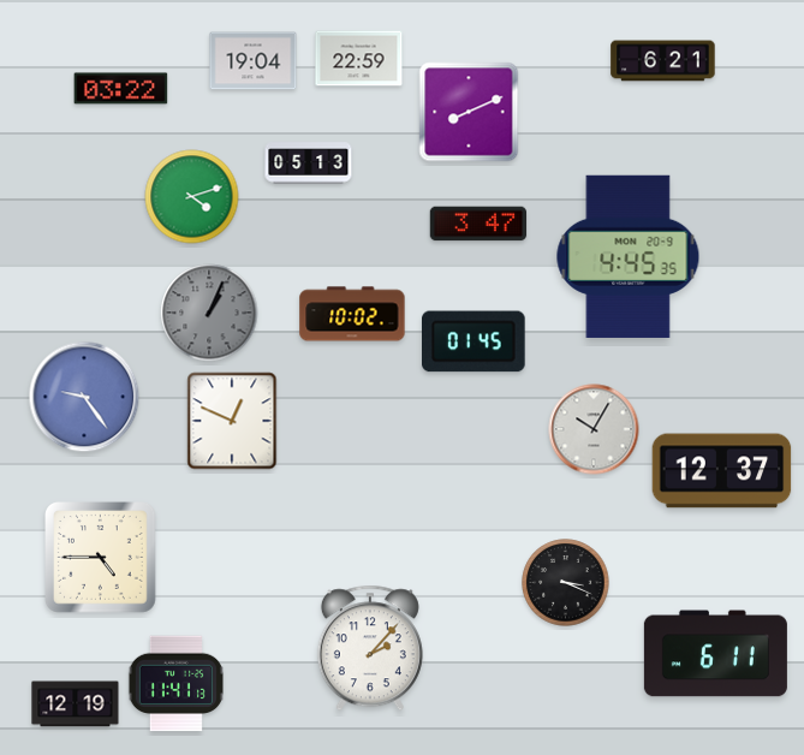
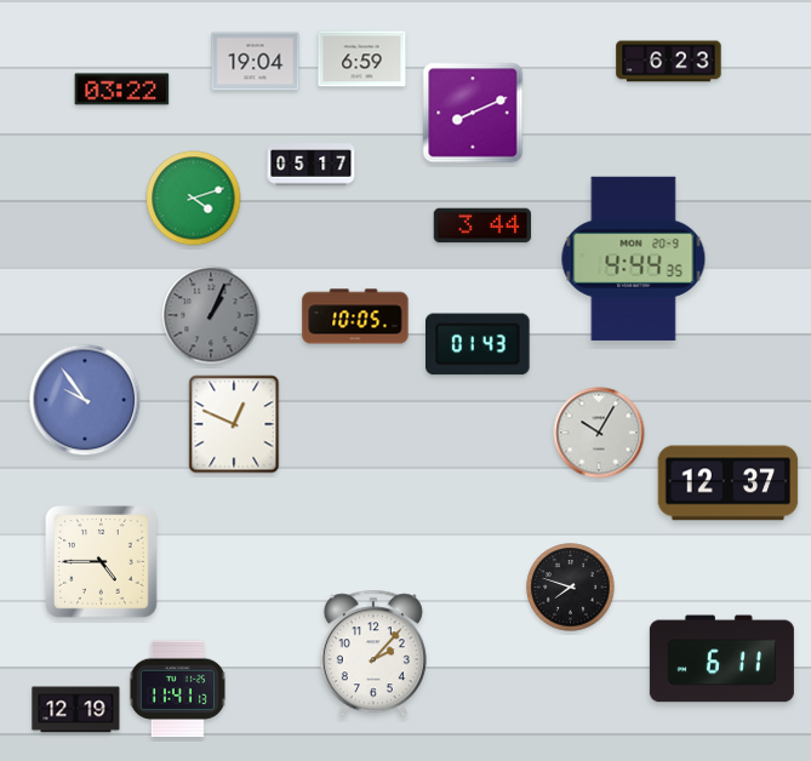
clock at (359, 59): 22:59 -> 6:59
clock at (663, 61): 6:21 -> 6:23
clock at (309, 164): 05:13 -> 05:17
clock at (478, 224): 3:47 -> 3:44
clock at (629, 256): 4:45 -> 4:44
clock at (352, 314): 10:02 -> 10:05
clock at (474, 341): 01:45 -> 01:43
clock at (84, 397): 9:24 -> 9:54
clock at (722, 471) position: (722, 471) -> (729, 484)
clock at (566, 583): 3:19 -> 7:48
